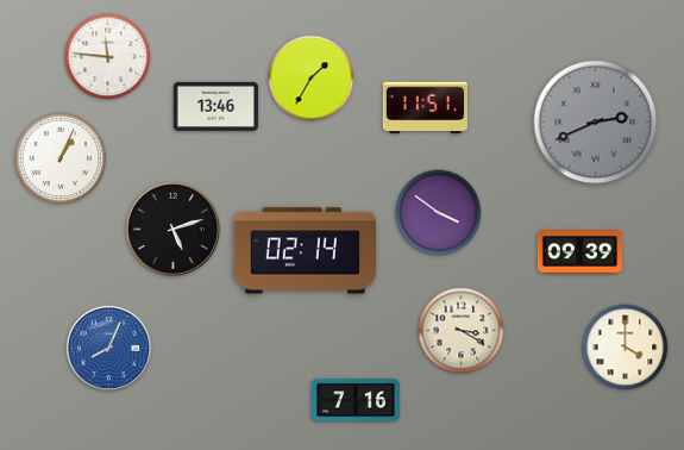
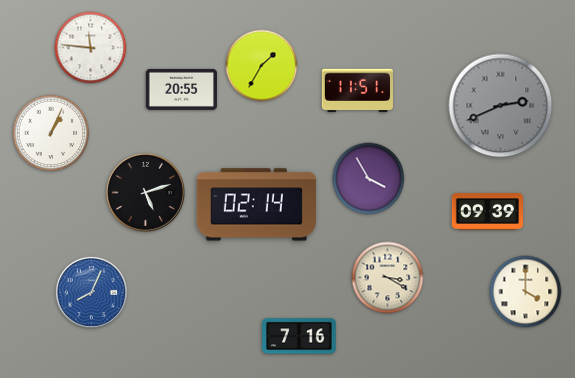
clock at (215, 106): 13:46 -> 20:55
clock at (596, 123) position: (596, 123) -> (501, 106)
clock at (439, 213): 3:51 -> 3:55
clock at (305, 251) position: (305, 251) -> (256, 205)
